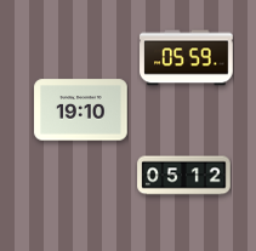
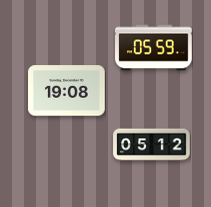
clock at (81, 110): 19:10 -> 19:08
